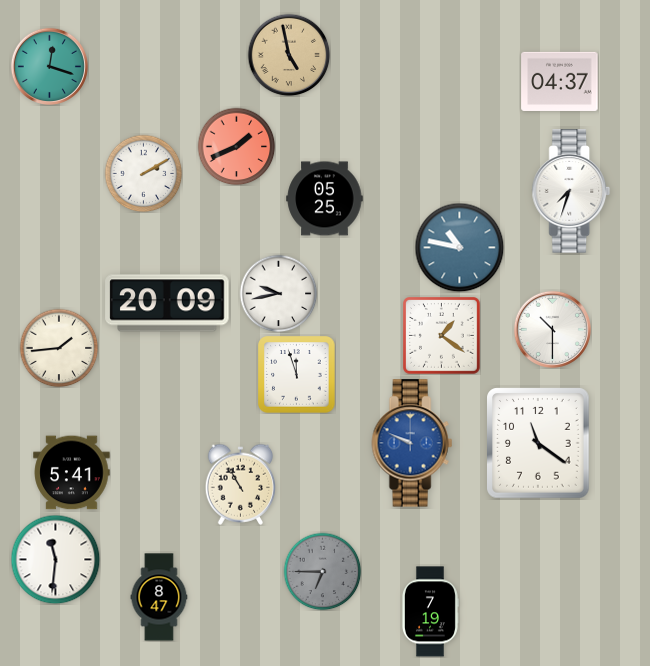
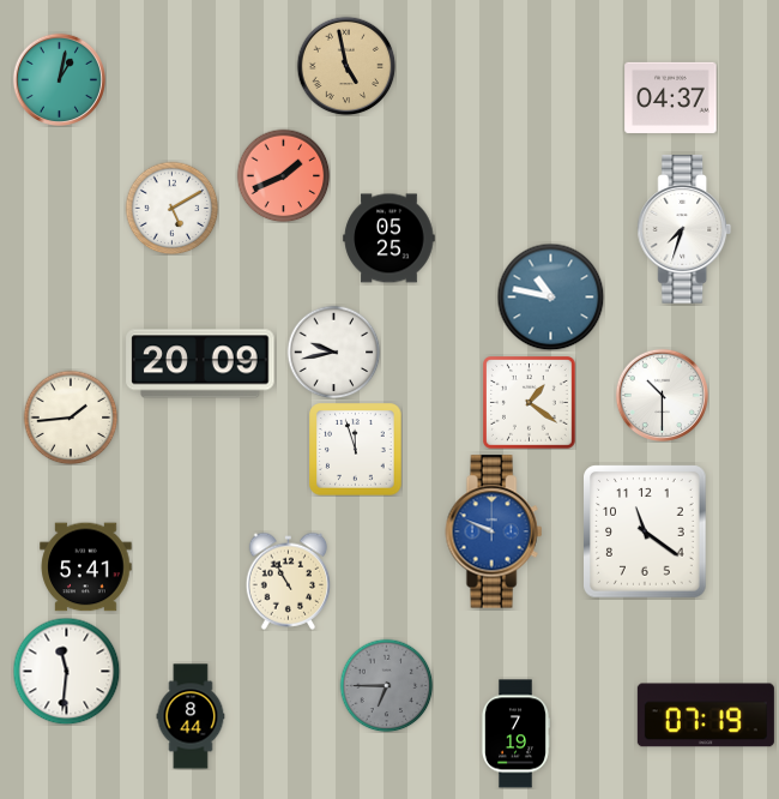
clock at (49, 66): 12:18 -> 1:02
clock at (143, 173): 2:10 -> 5:10
clock at (706, 715): none -> 07:19
clock at (159, 597): 8:47 -> 8:44
